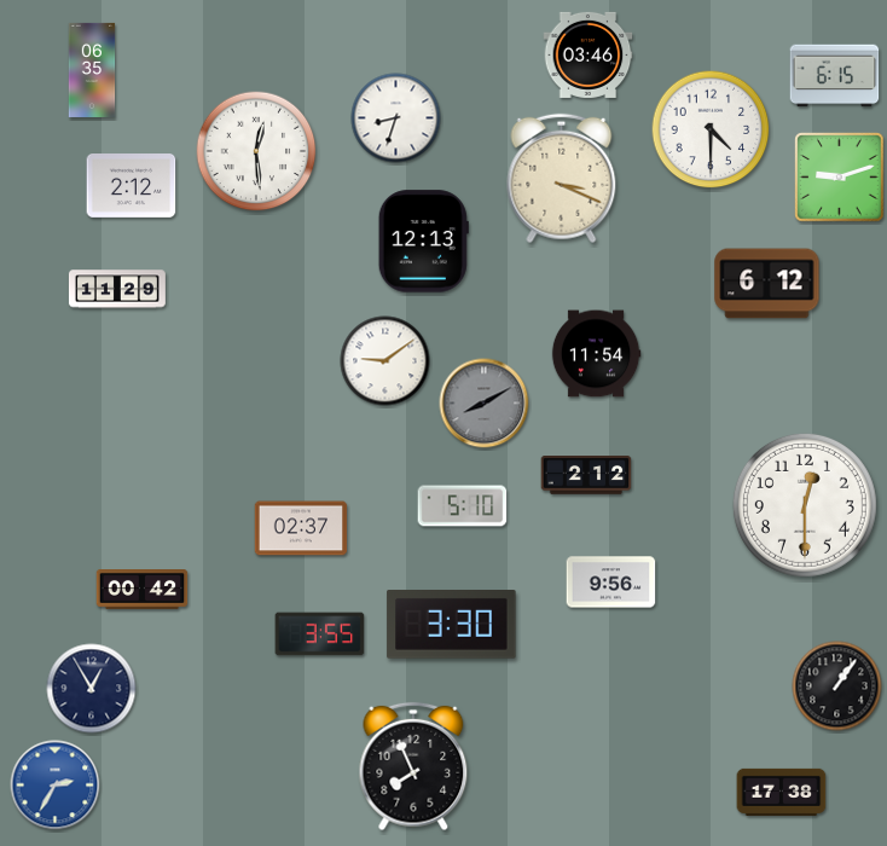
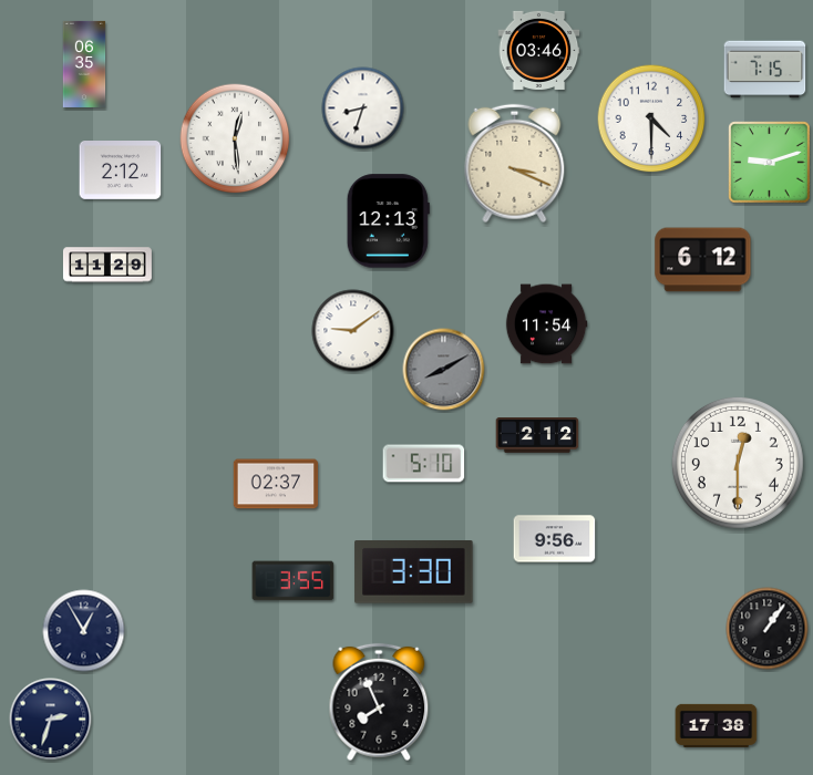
clock at (835, 76): 6:15 -> 7:15
clock at (611, 583) position: (611, 583) -> (555, 539)
clock at (143, 590): 00:42 -> none
clock at (56, 786): 2:35 -> 2:33
clock at (56, 786) dial: blue -> navy
